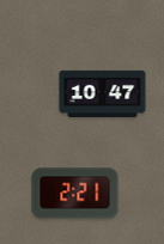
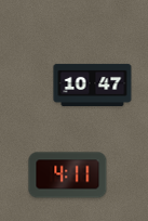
clock at (75, 194): 2:21 -> 4:11
